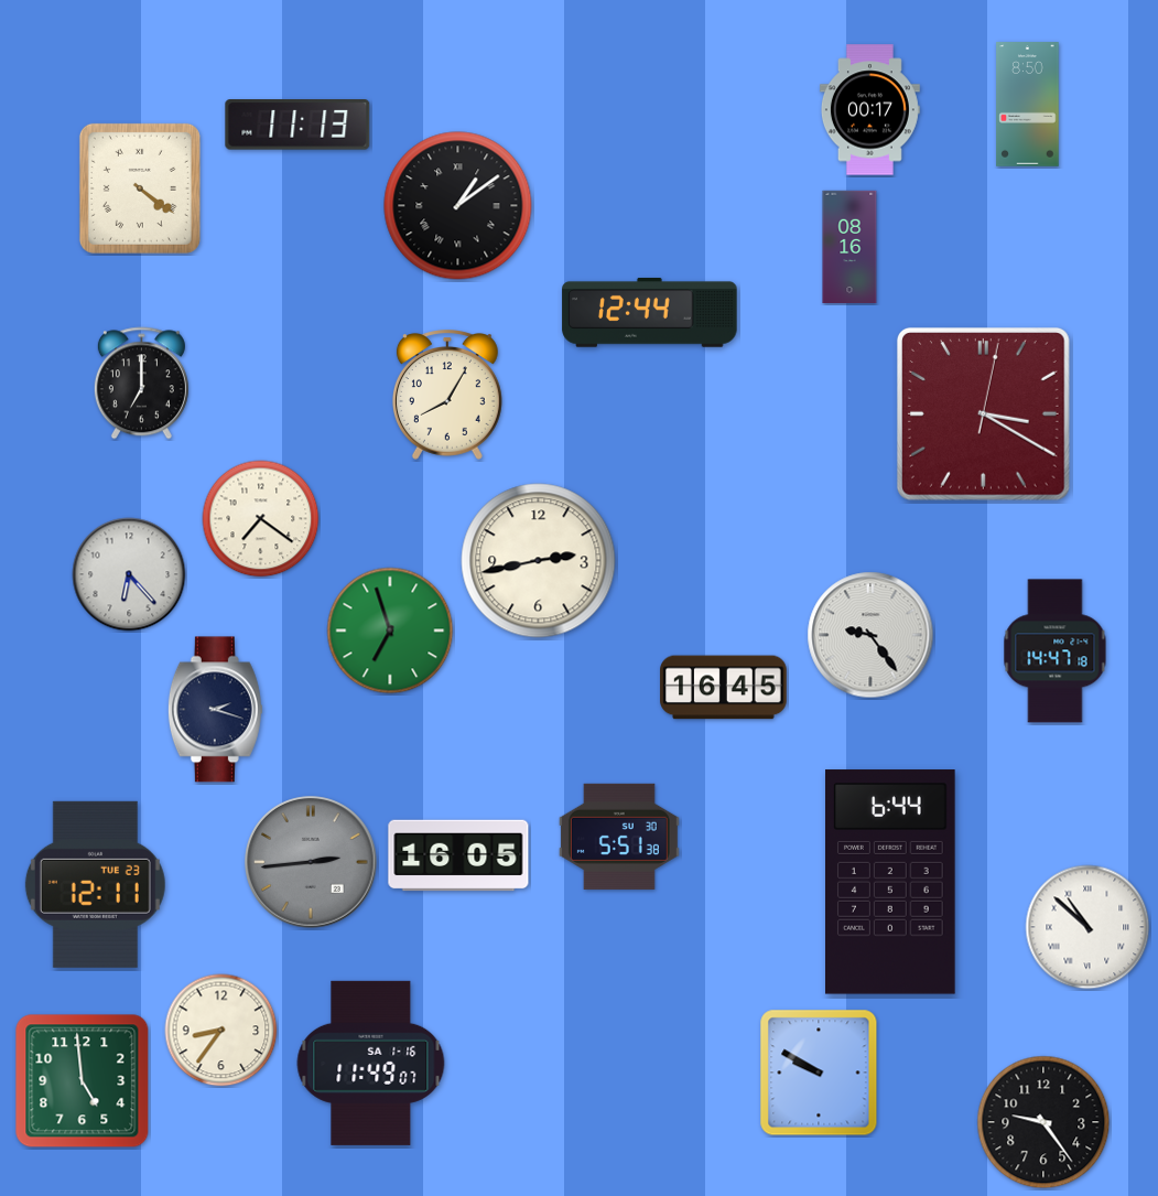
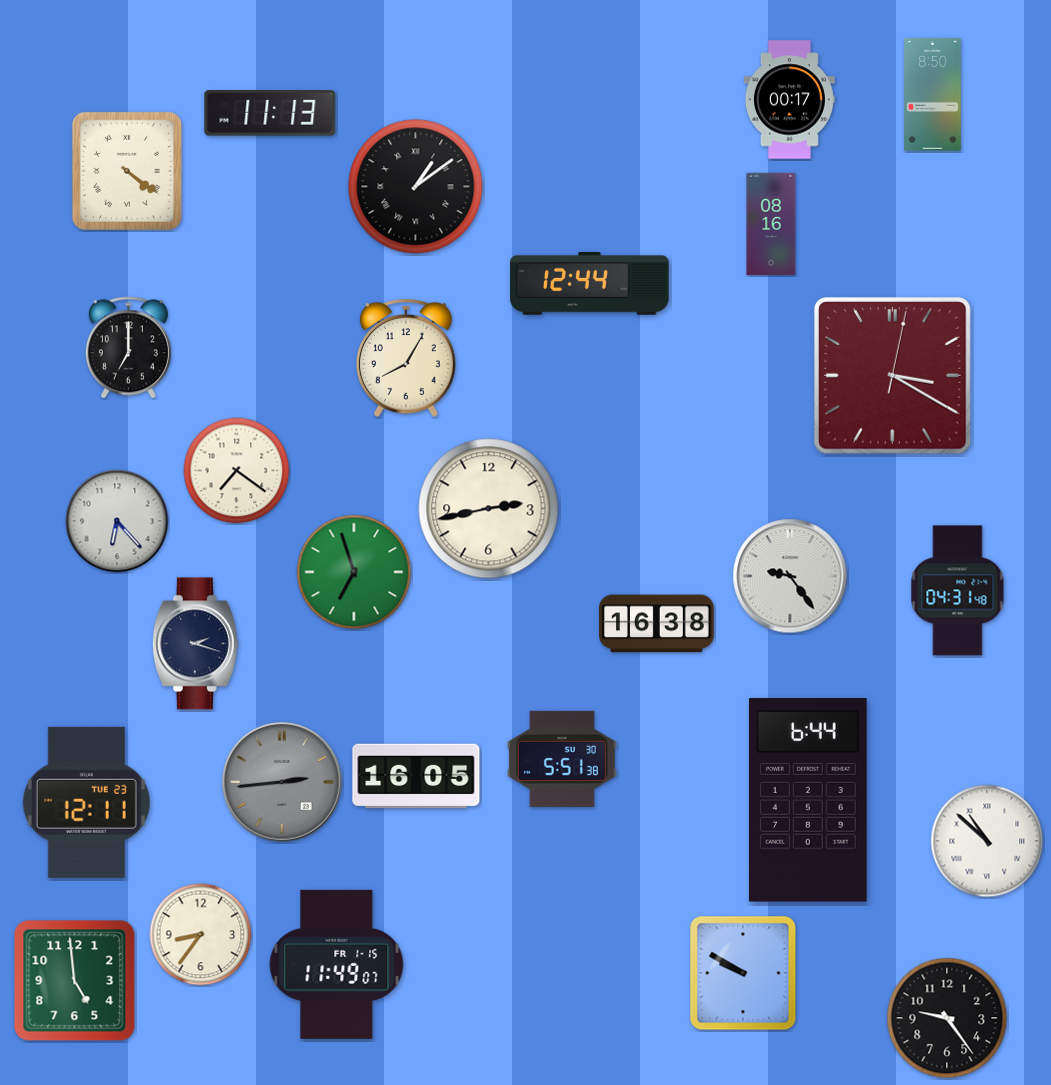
clock at (1056, 651): 14:47 -> 04:31
clock at (724, 688): 16:45 -> 16:38
clock at (371, 1063) date: SA 1-16 -> FR 1-15
